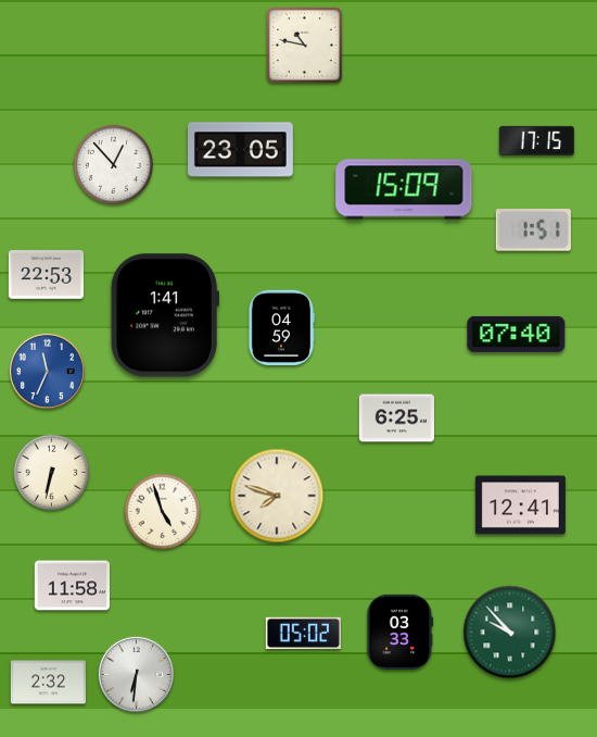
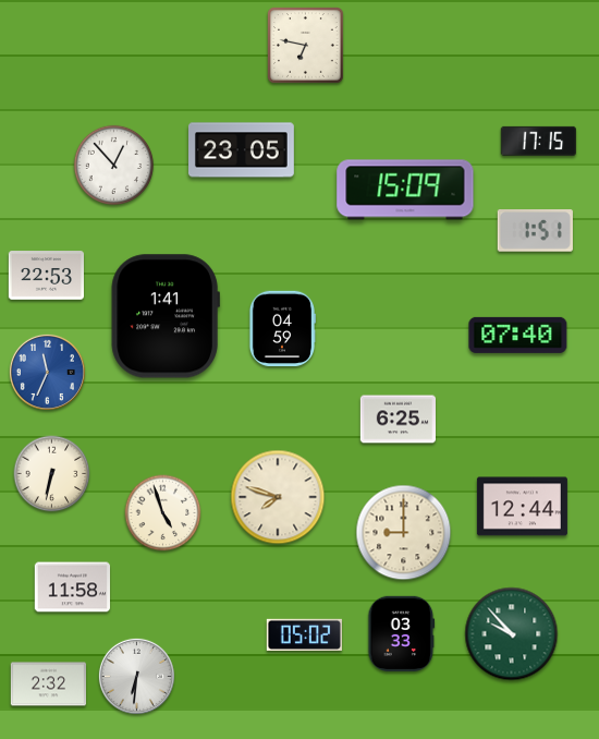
clock at (305, 46): 10:47 -> 6:47
clock at (520, 505): 12:41 -> 12:44
clock at (404, 533): none -> 9:00
